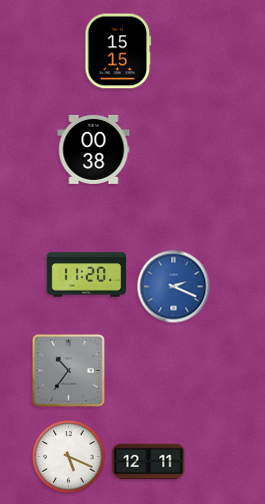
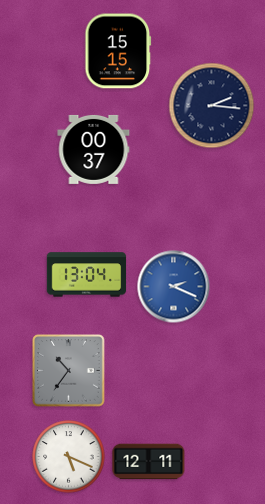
clock at (212, 106): none -> 2:16
clock at (94, 149): 00:38 -> 00:37
clock at (87, 275): 11:20 -> 13:04
